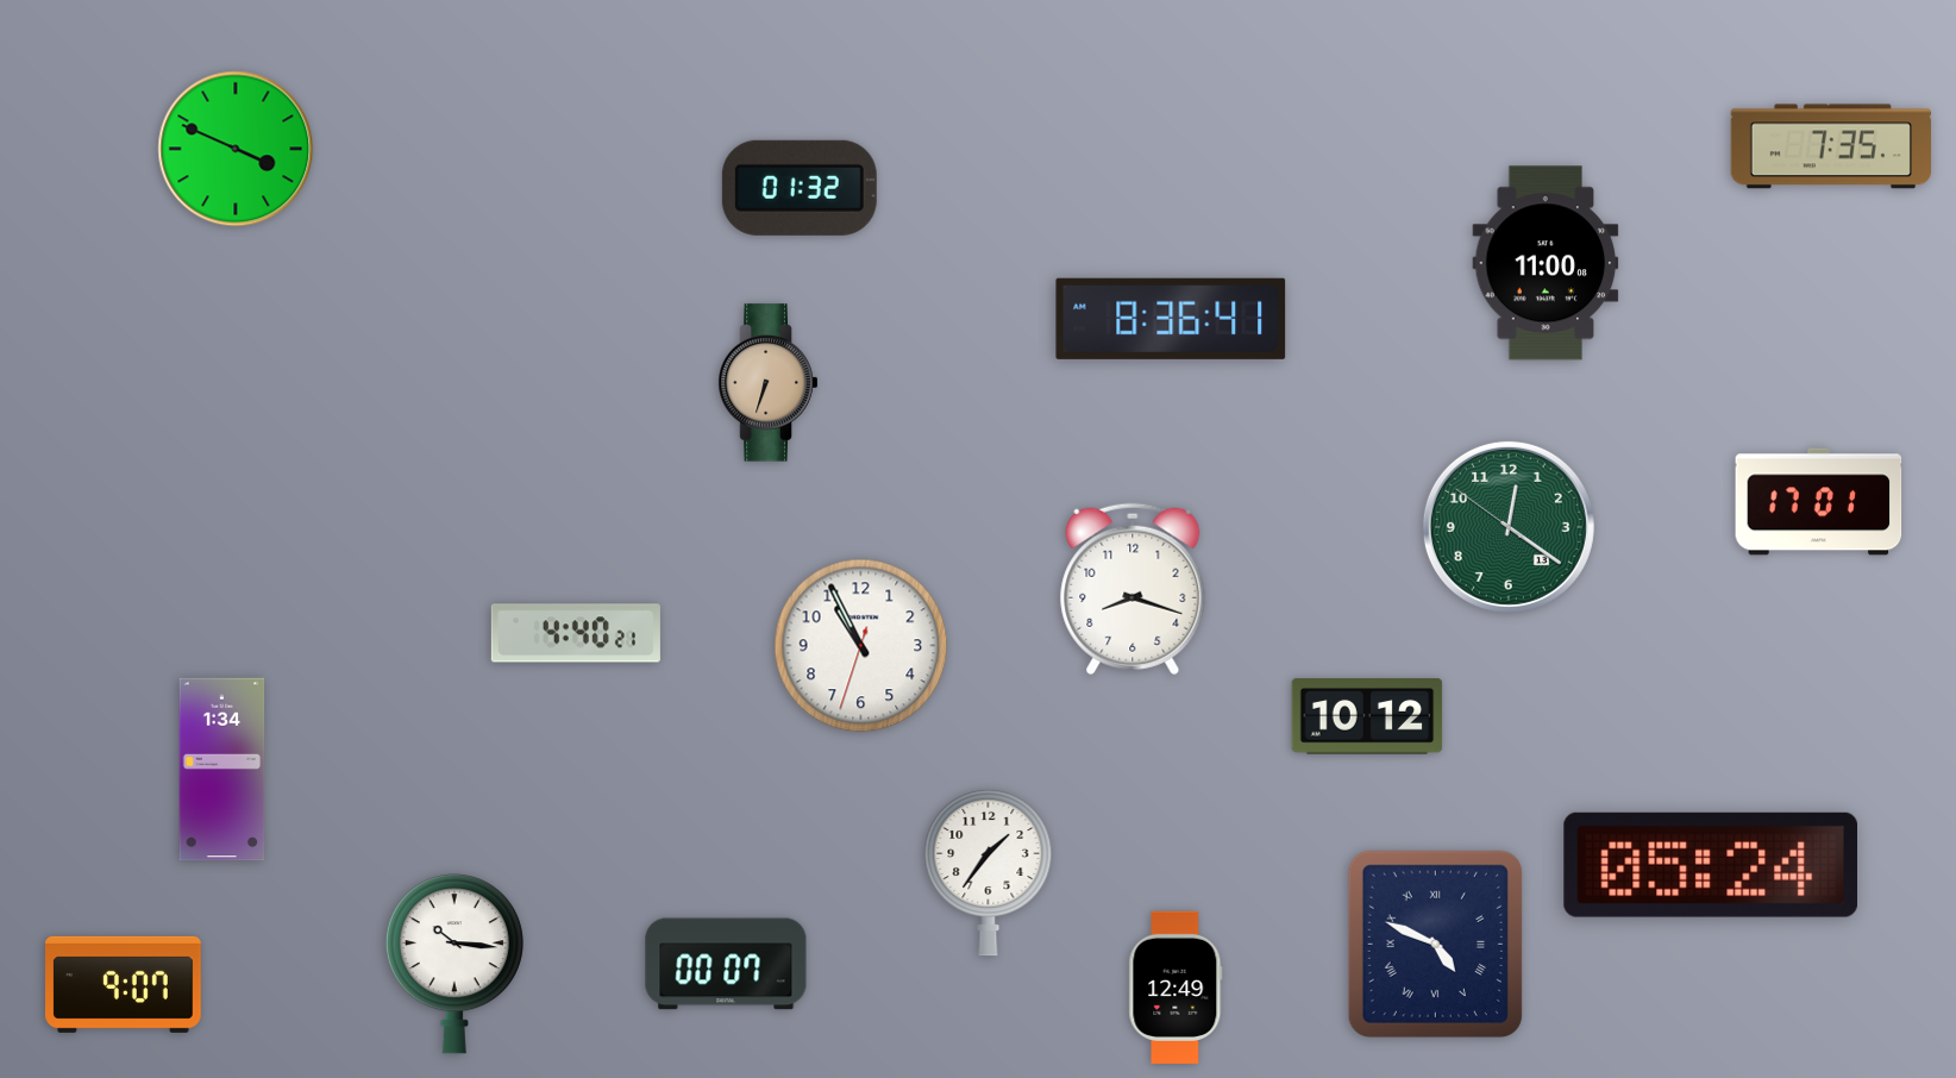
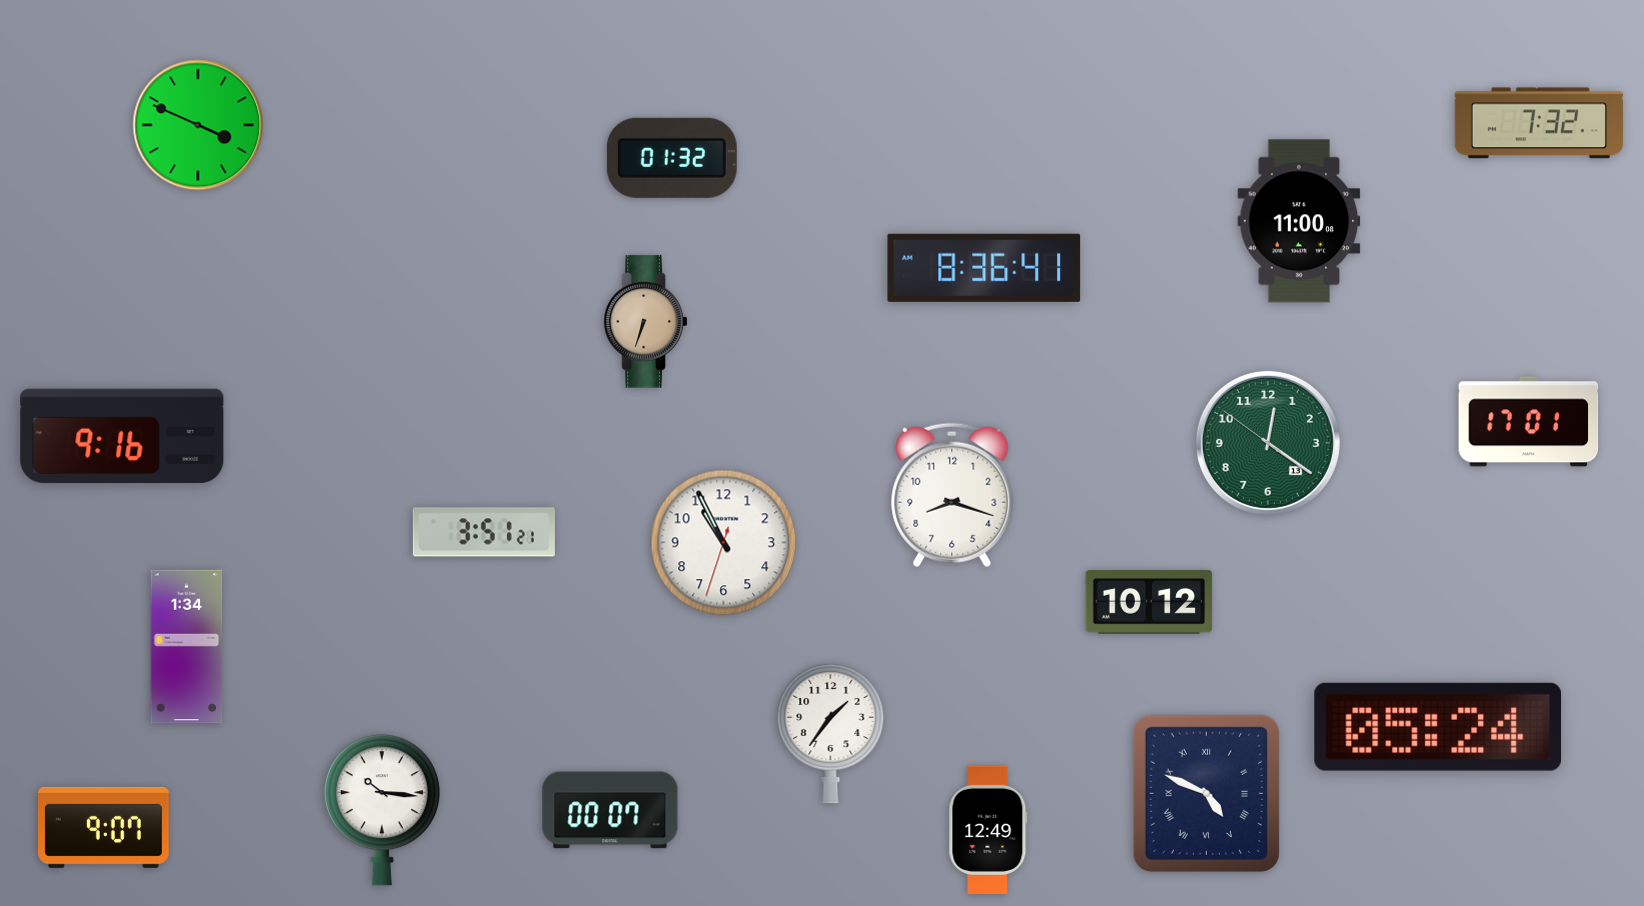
clock at (1831, 146): 7:35 -> 7:32
clock at (122, 436): none -> 9:16
clock at (576, 633): 4:40 -> 3:51
